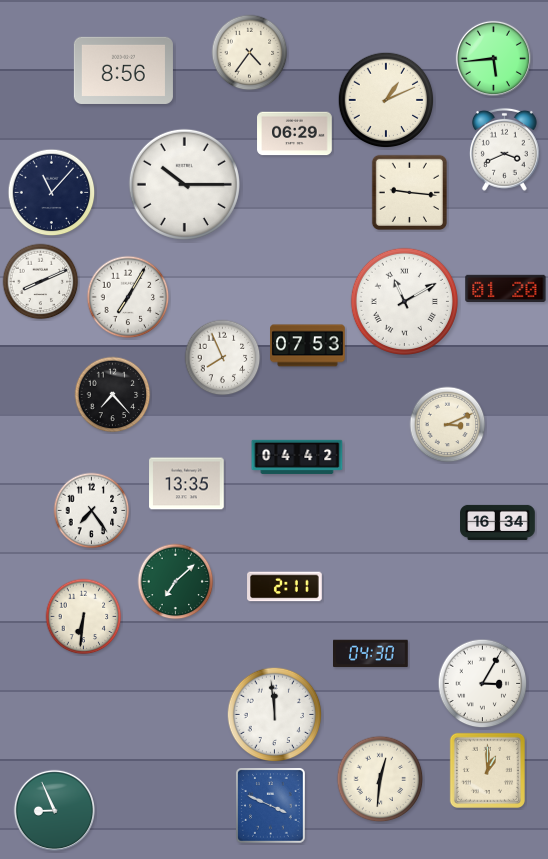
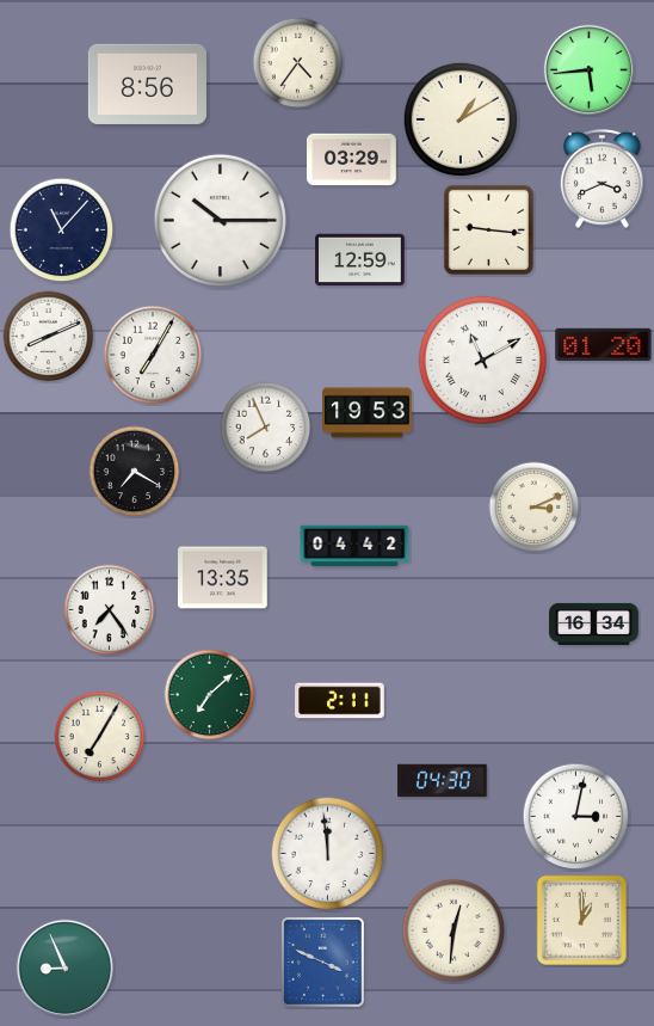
clock at (386, 100): 1:11 -> 1:10
clock at (295, 134): 06:29 -> 03:29
clock at (360, 260): none -> 12:59
clock at (308, 346): 07:53 -> 19:53
clock at (113, 395): 7:23 -> 7:20
clock at (84, 617): 6:31 -> 7:05
clock at (483, 684): 3:05 -> 3:02
